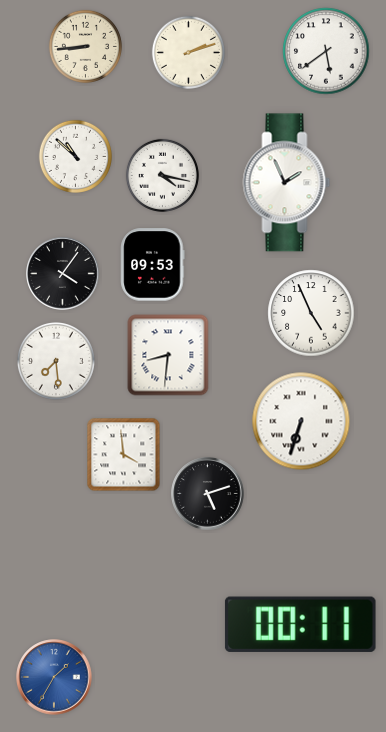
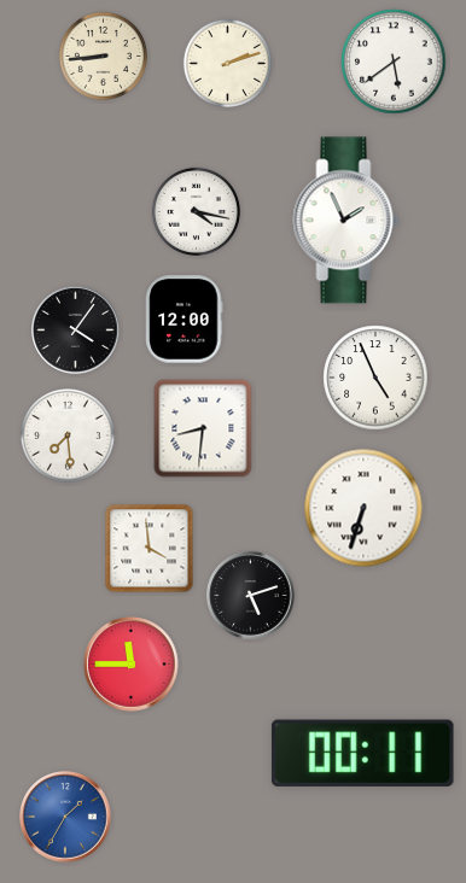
clock at (75, 156): 10:52 -> none
clock at (153, 265): 09:53 -> 12:00
clock at (132, 665): none -> 11:45
